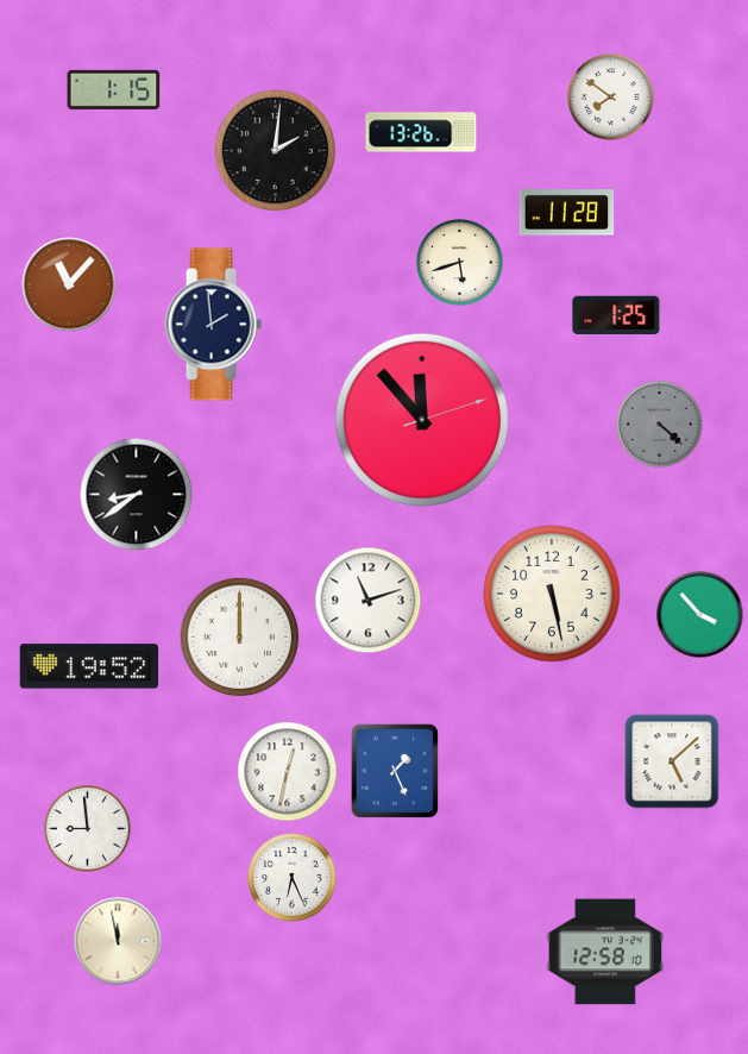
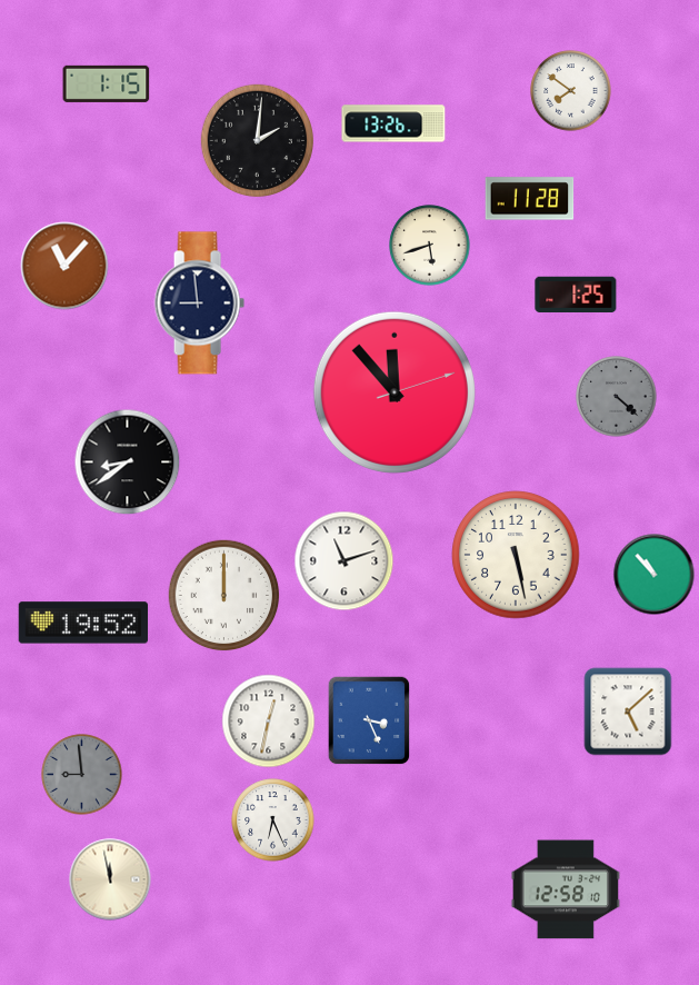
clock at (213, 325): 1:59 -> 8:59
clock at (700, 615): 3:53 -> 10:53
clock at (395, 771): 1:26 -> 3:26
clock at (88, 829) dial: white -> grey
